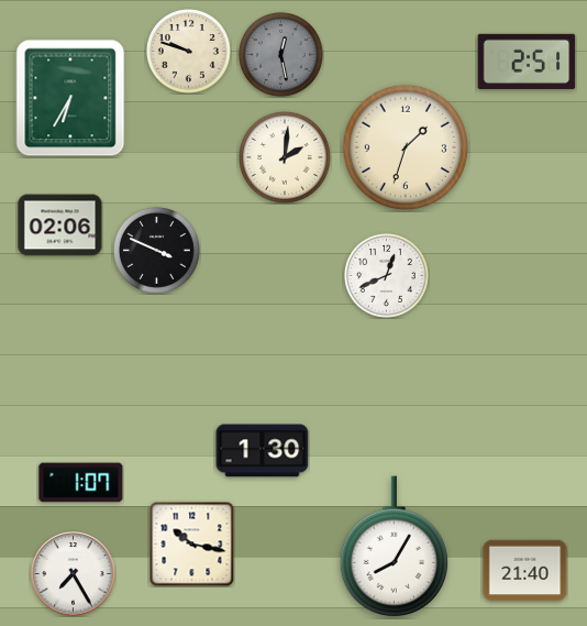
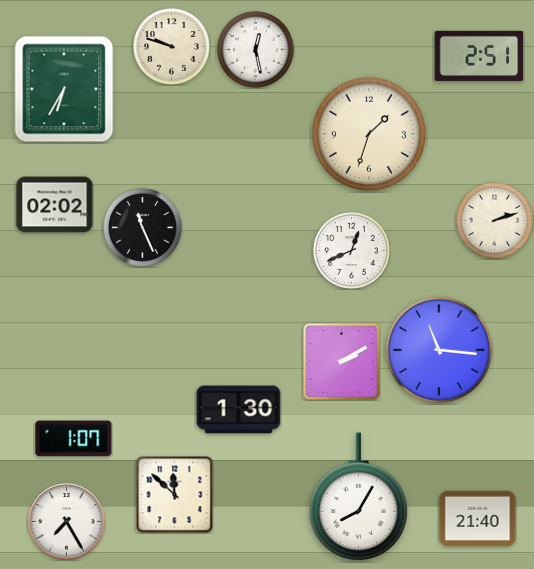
clock at (281, 55) dial: grey -> white
clock at (285, 157): 2:01 -> none
clock at (60, 226): 02:06 -> 02:02
clock at (495, 221): none -> 2:12
clock at (157, 251): 3:49 -> 11:26
clock at (439, 350): none -> 11:16
clock at (342, 362): none -> 2:10
clock at (191, 543): 10:17 -> 11:52
